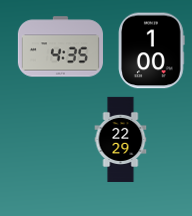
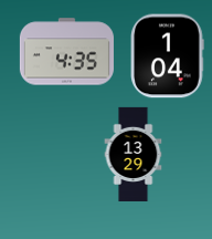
clock at (152, 51): 1:00 -> 1:04
clock at (121, 139): 22:29 -> 13:29
